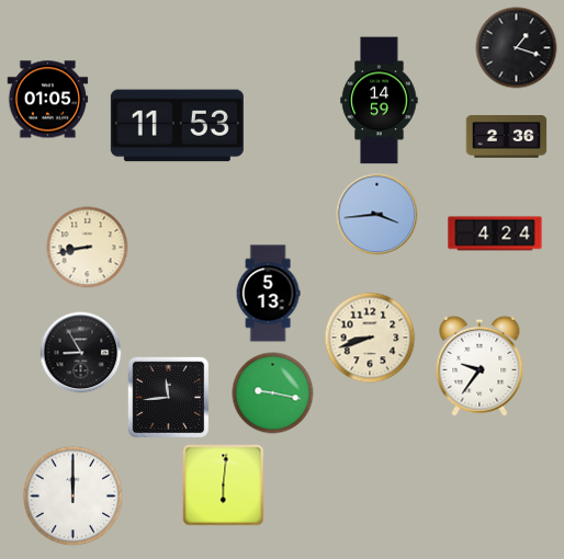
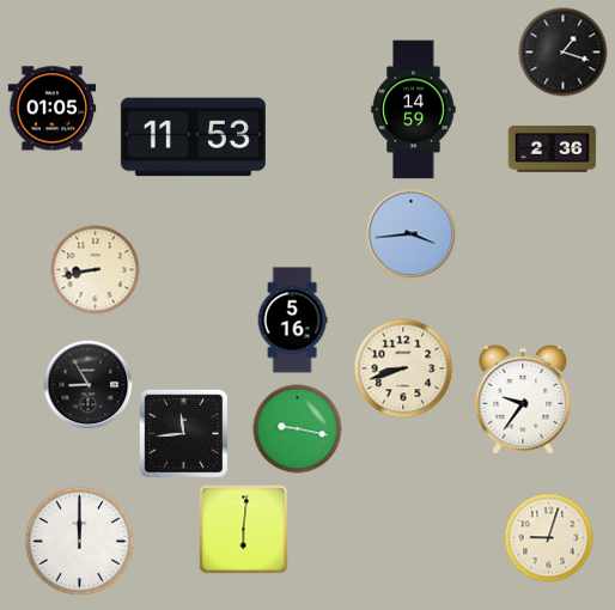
clock at (495, 233): 4:24 -> none
clock at (268, 294): 5:13 -> 5:16
clock at (549, 538): none -> 9:03
